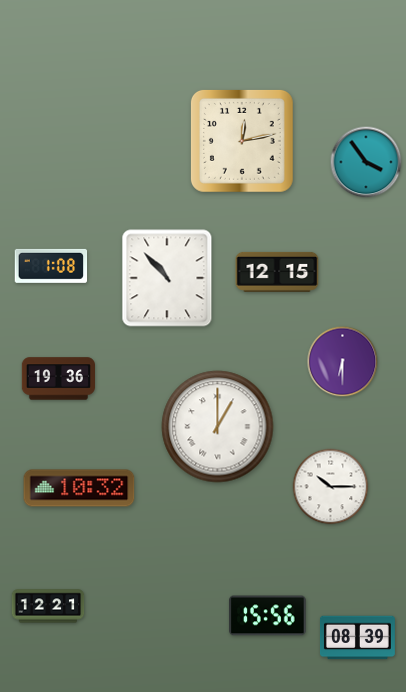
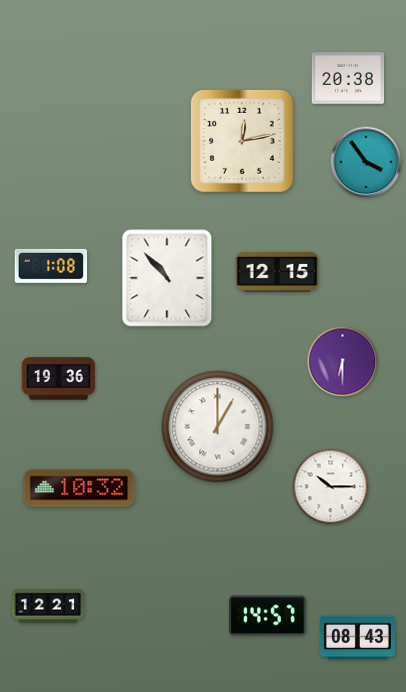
clock at (348, 78): none -> 20:38
clock at (268, 616): 15:56 -> 14:57
clock at (357, 638): 08:39 -> 08:43
